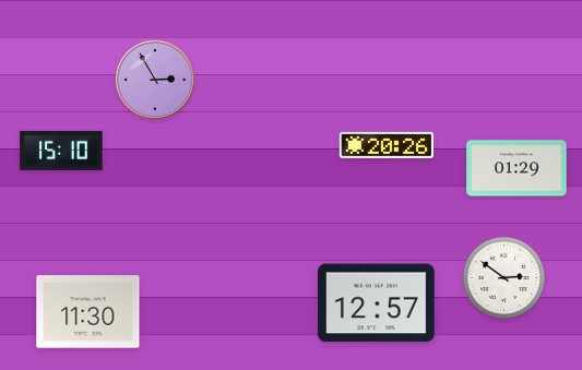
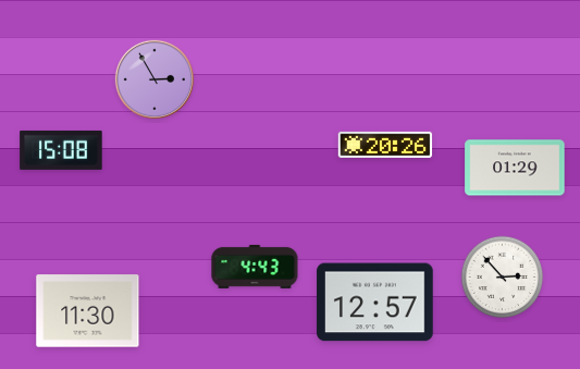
clock at (61, 151): 15:10 -> 15:08
clock at (255, 267): none -> 4:43
clock at (504, 278): 2:51 -> 2:53
